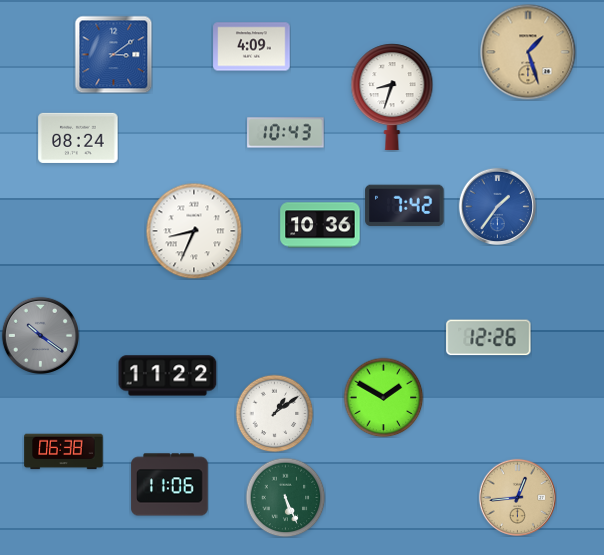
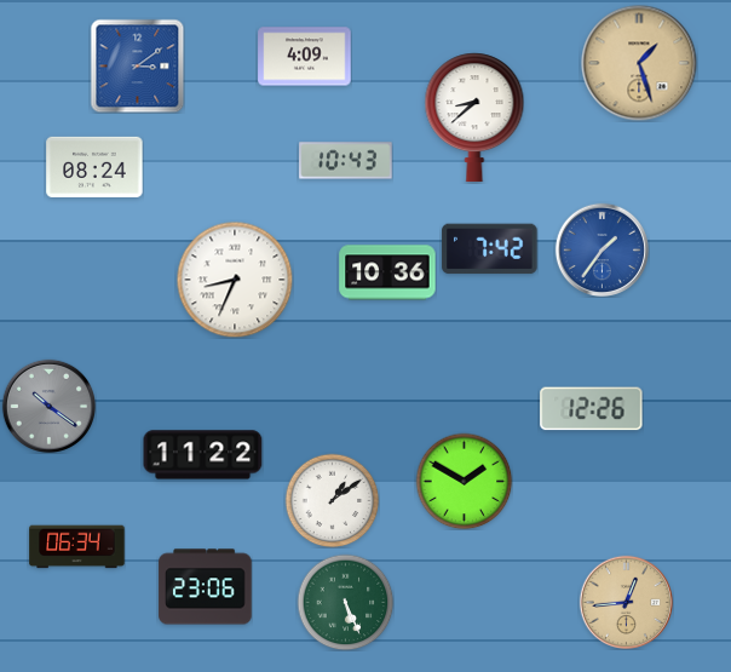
clock at (392, 97): 8:33 -> 8:38
clock at (64, 452): 06:38 -> 06:34
clock at (170, 485): 11:06 -> 23:06
